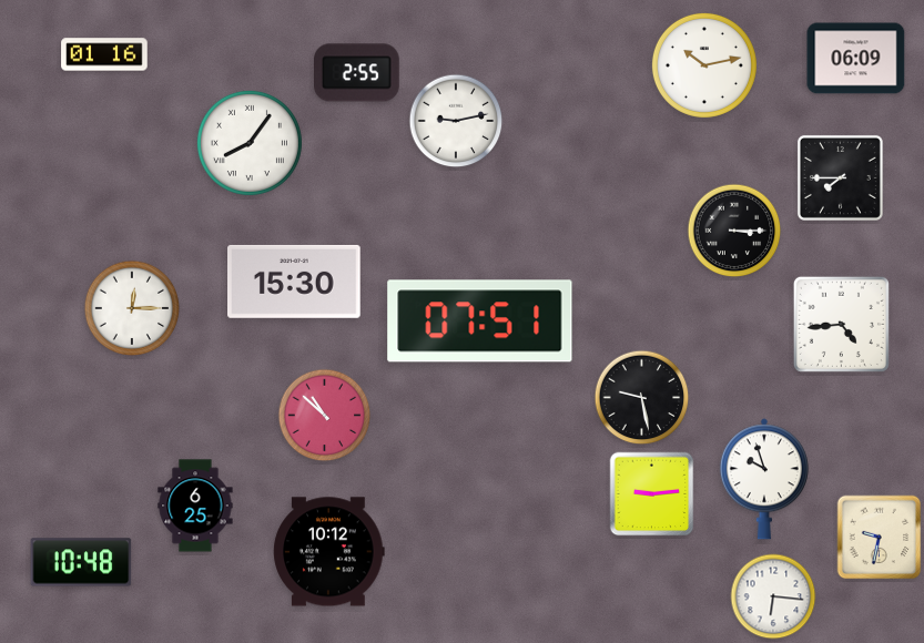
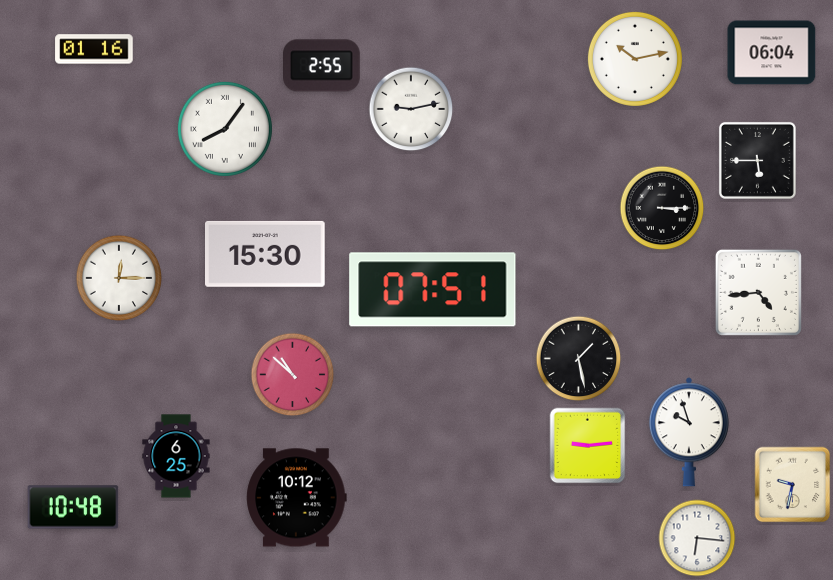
clock at (856, 59): 06:09 -> 06:04
clock at (840, 177): 7:45 -> 5:45
clock at (642, 398): 9:28 -> 1:28
